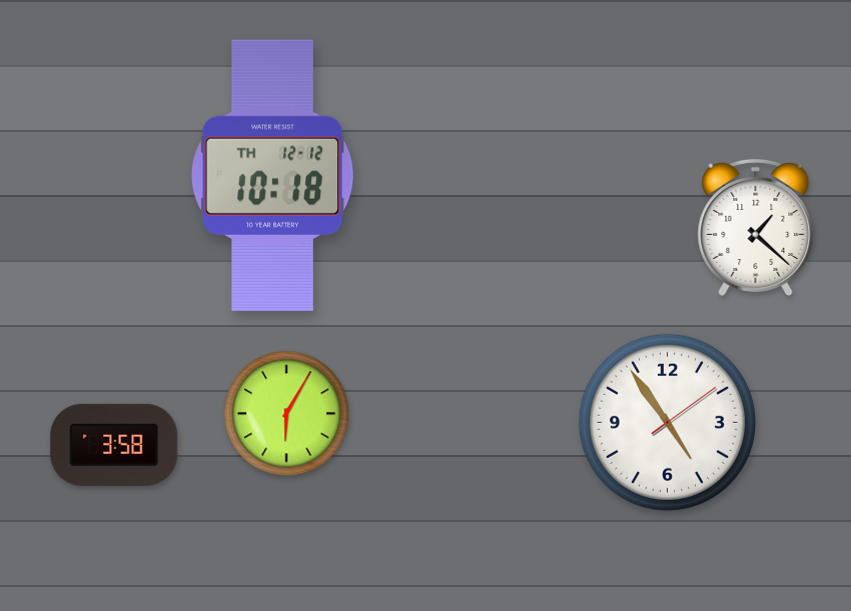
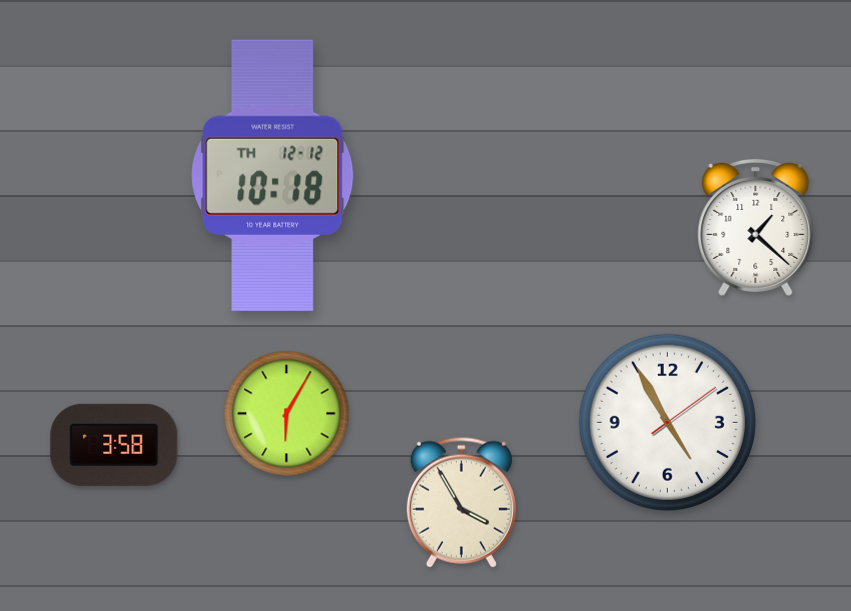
clock at (667, 422): 4:54 -> 4:55
clock at (461, 502): none -> 3:55
